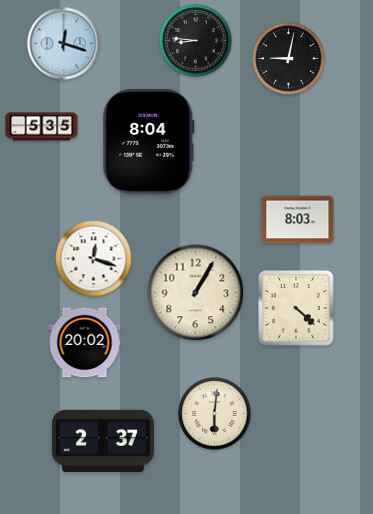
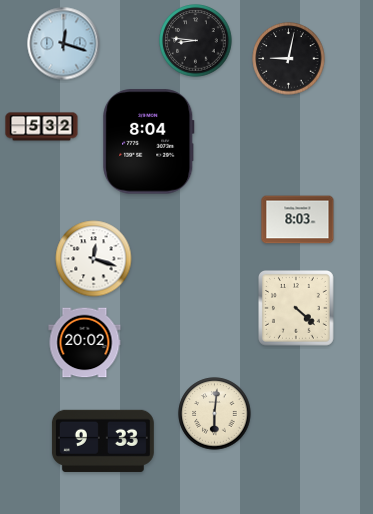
clock at (42, 127): 5:35 -> 5:32
clock at (196, 293): 1:05 -> none
clock at (103, 441): 2:37 -> 9:33
